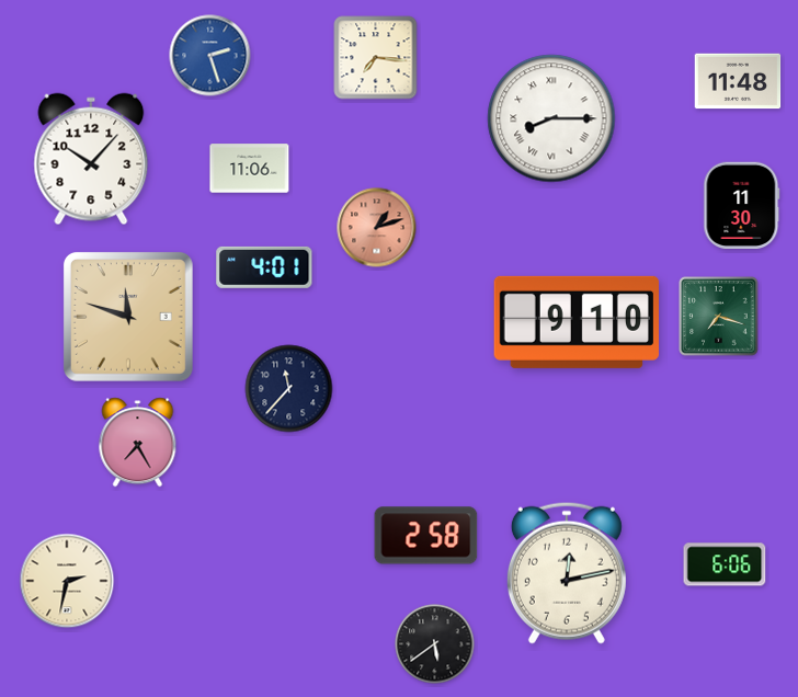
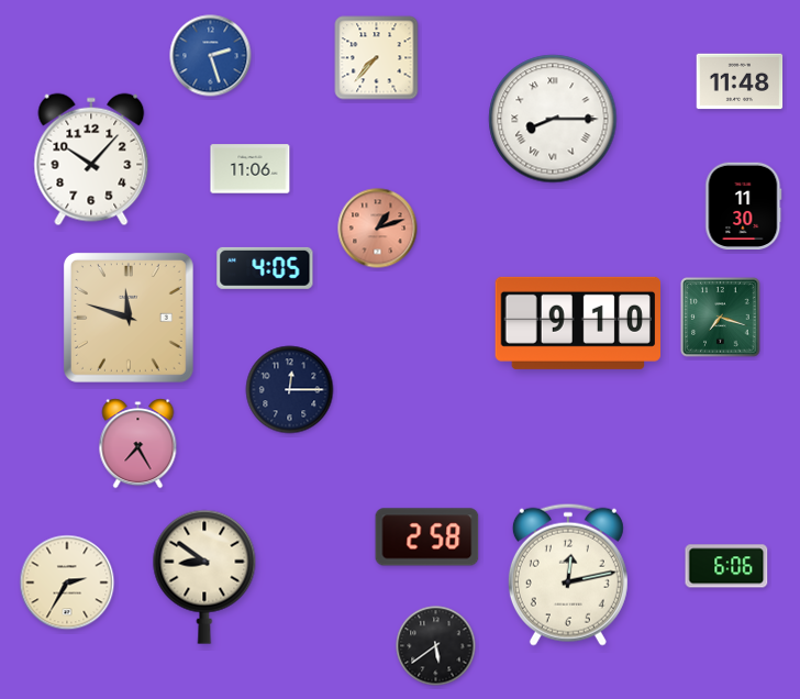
clock at (376, 58): 7:16 -> 7:37
clock at (264, 267): 4:01 -> 4:05
clock at (289, 389): 11:37 -> 12:15
clock at (204, 577): none -> 8:51
clock at (67, 581): 2:32 -> 2:35
